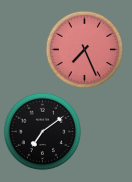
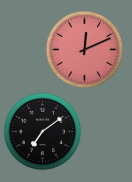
clock at (84, 49): 7:26 -> 12:11
